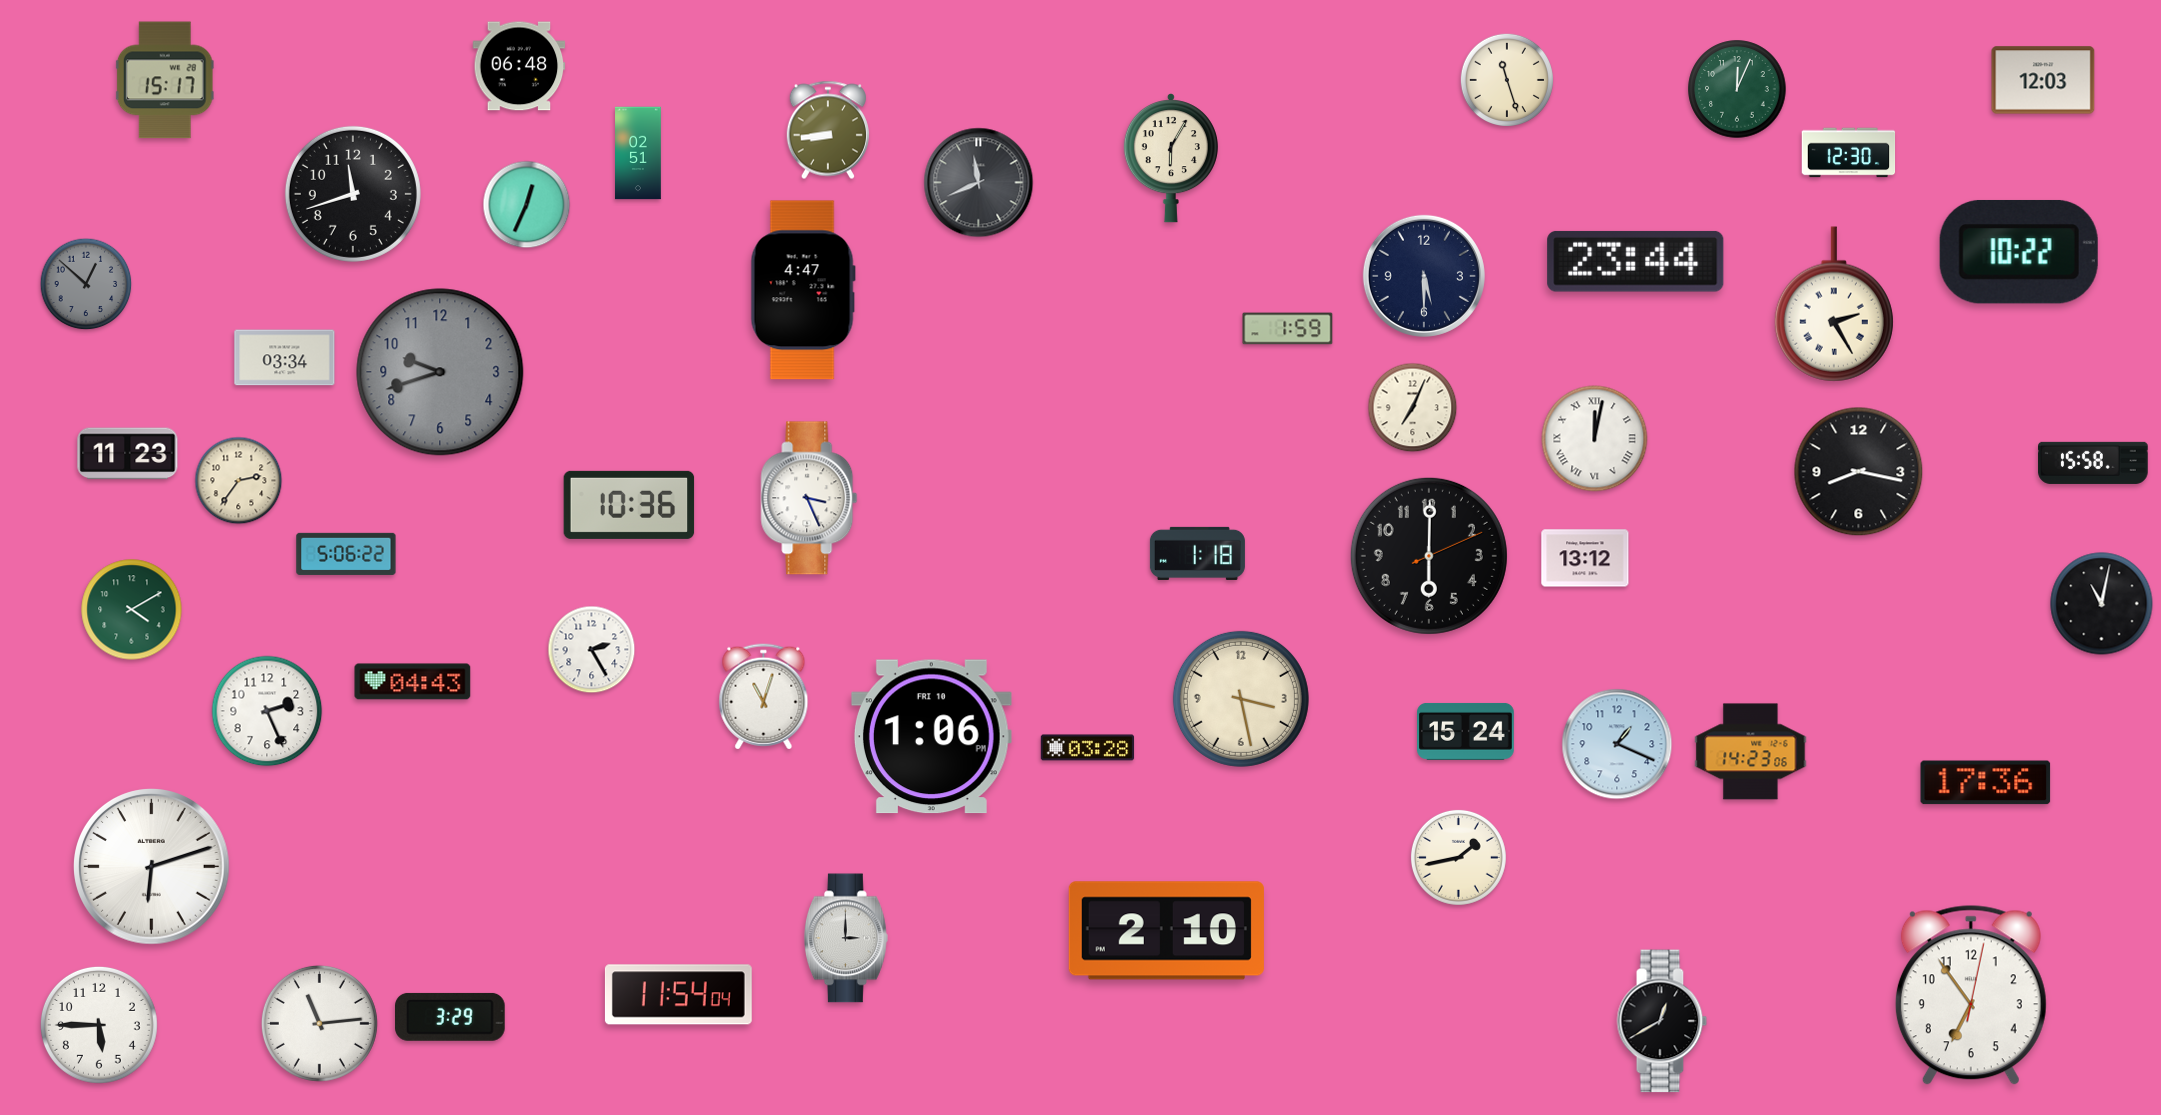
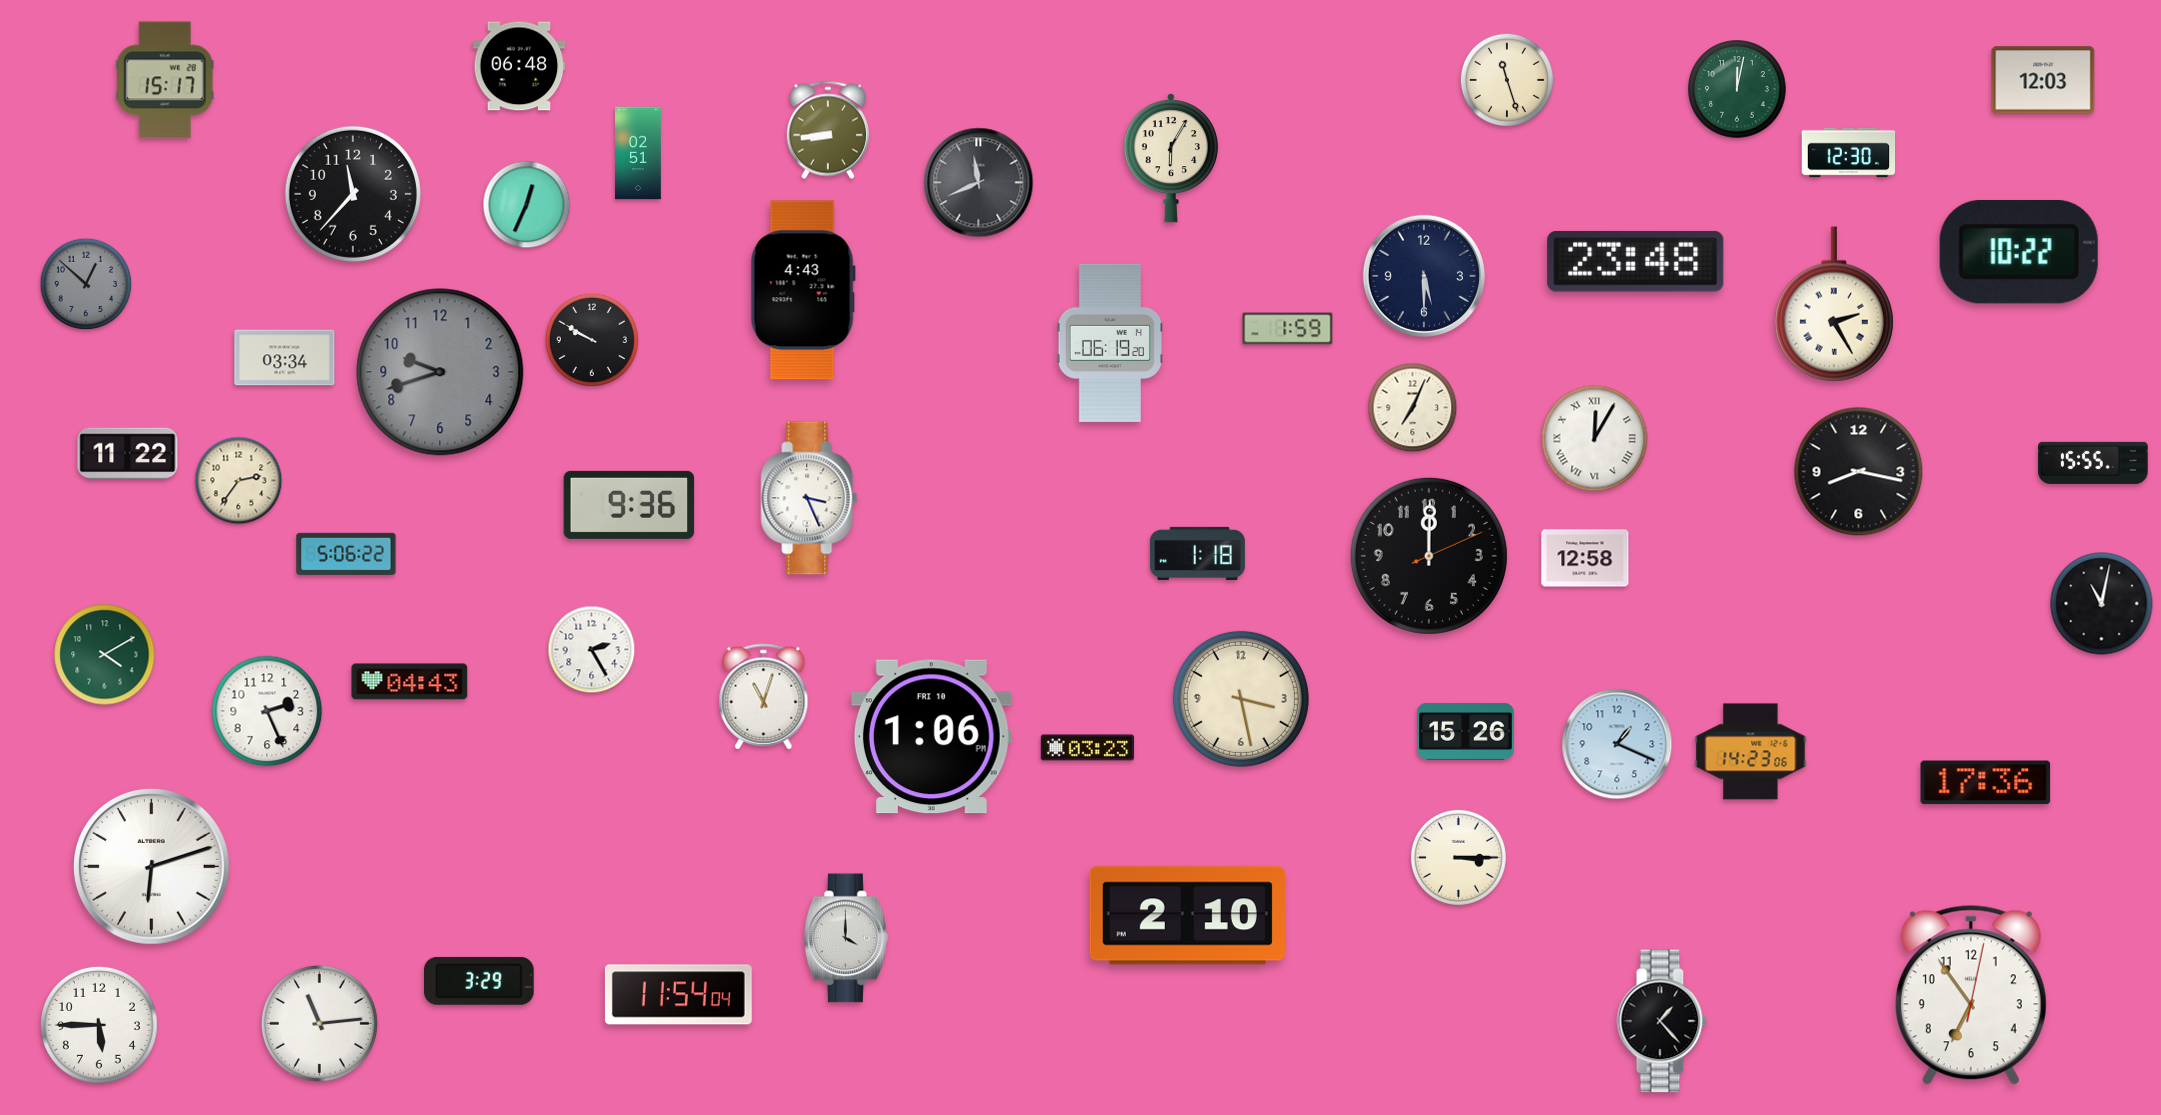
clock at (1737, 89): 12:04 -> 12:02
clock at (353, 194): 11:42 -> 11:37
clock at (1636, 261): 23:44 -> 23:48
clock at (803, 290): 4:47 -> 4:43
clock at (592, 340): none -> 9:50
clock at (1109, 343): none -> 06:19
clock at (1595, 439): 12:02 -> 12:05
clock at (128, 454): 11:23 -> 11:22
clock at (2093, 463): 15:58 -> 15:55
clock at (629, 505): 10:36 -> 9:36
clock at (1429, 556): 6:00 -> 12:00
clock at (1585, 558): 13:12 -> 12:58
clock at (132, 610) position: (132, 610) -> (105, 655)
clock at (413, 682) position: (413, 682) -> (410, 682)
clock at (1466, 731): 15:24 -> 15:26
clock at (1088, 748): 03:28 -> 03:23
clock at (1458, 857): 1:43 -> 3:15
clock at (1166, 931) position: (1166, 931) -> (1187, 916)
clock at (846, 938): 3:00 -> 4:00
clock at (451, 1017) position: (451, 1017) -> (480, 981)
clock at (1662, 1021): 12:40 -> 1:23
